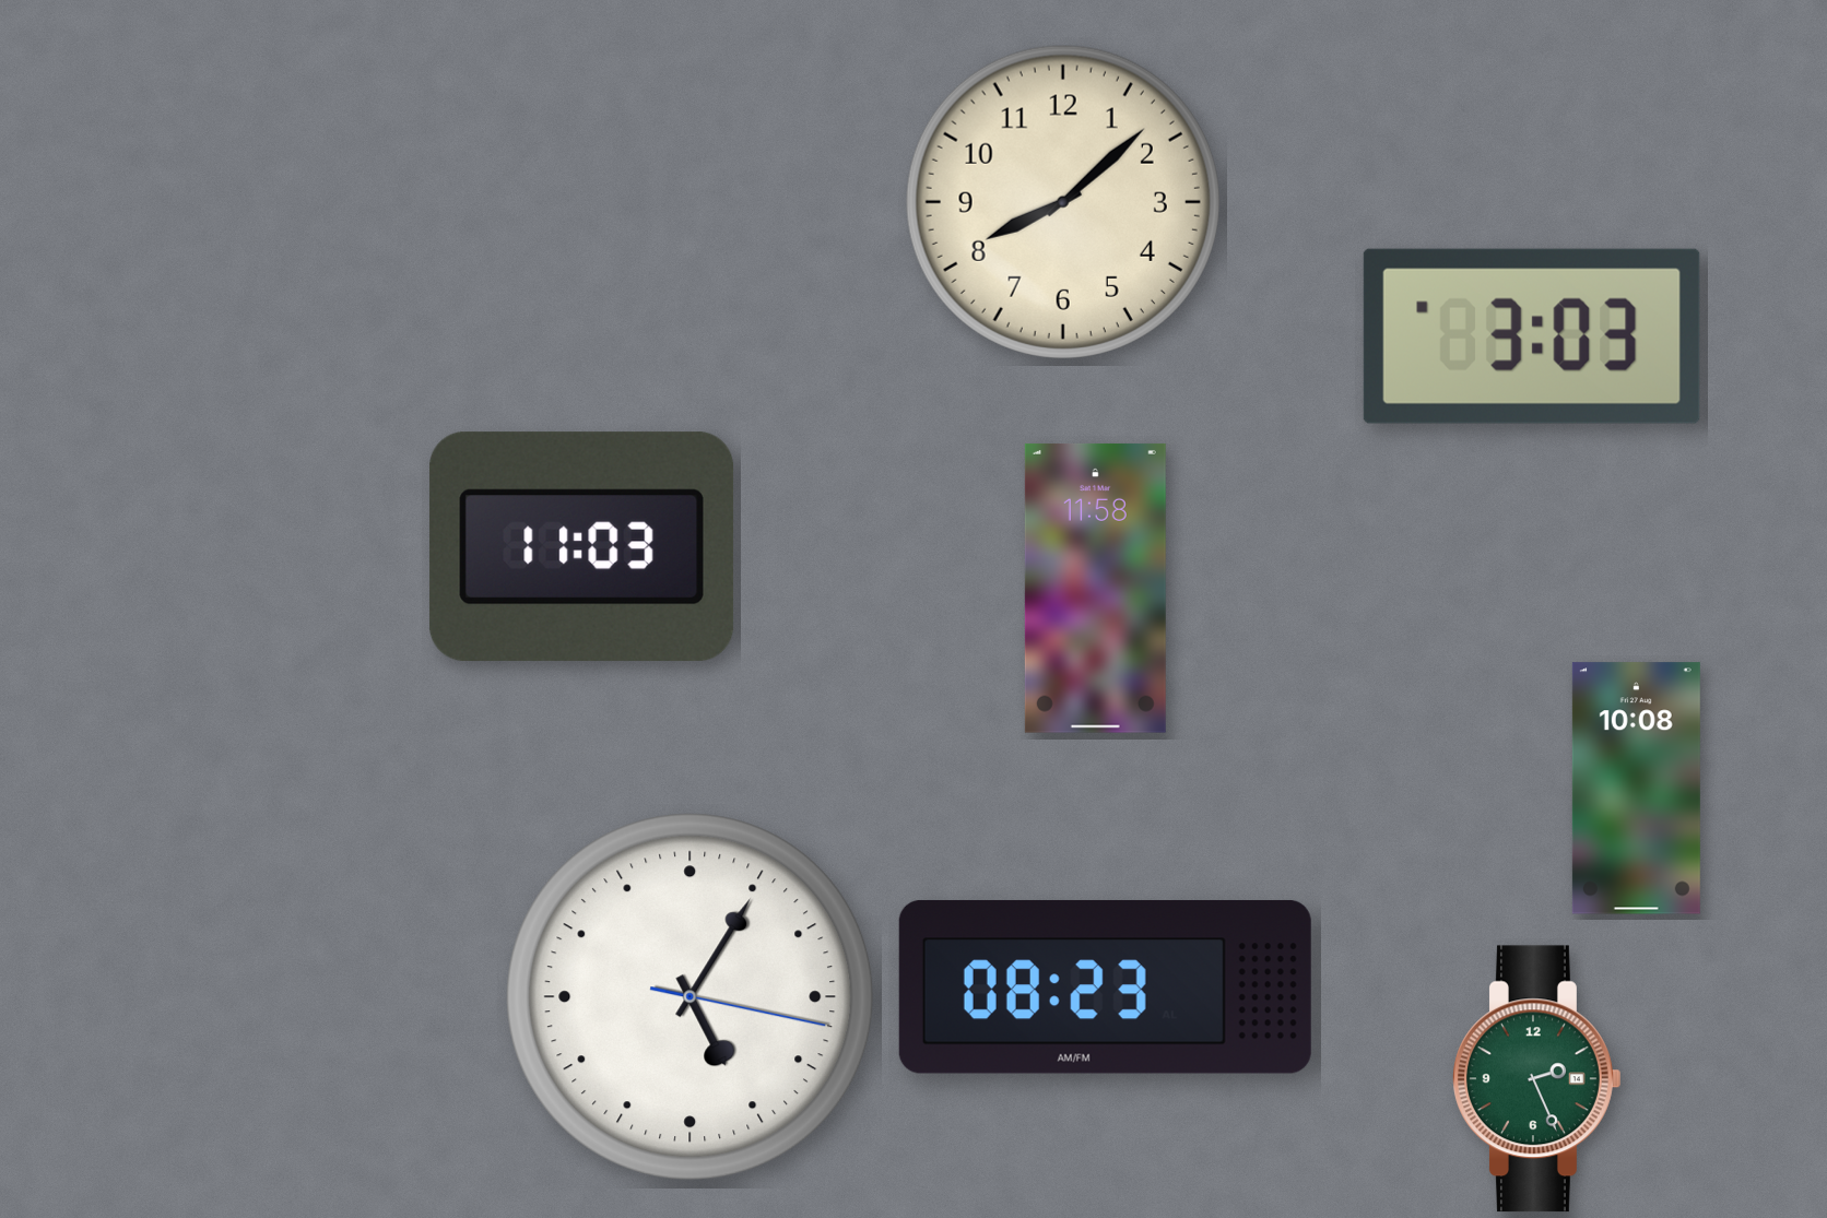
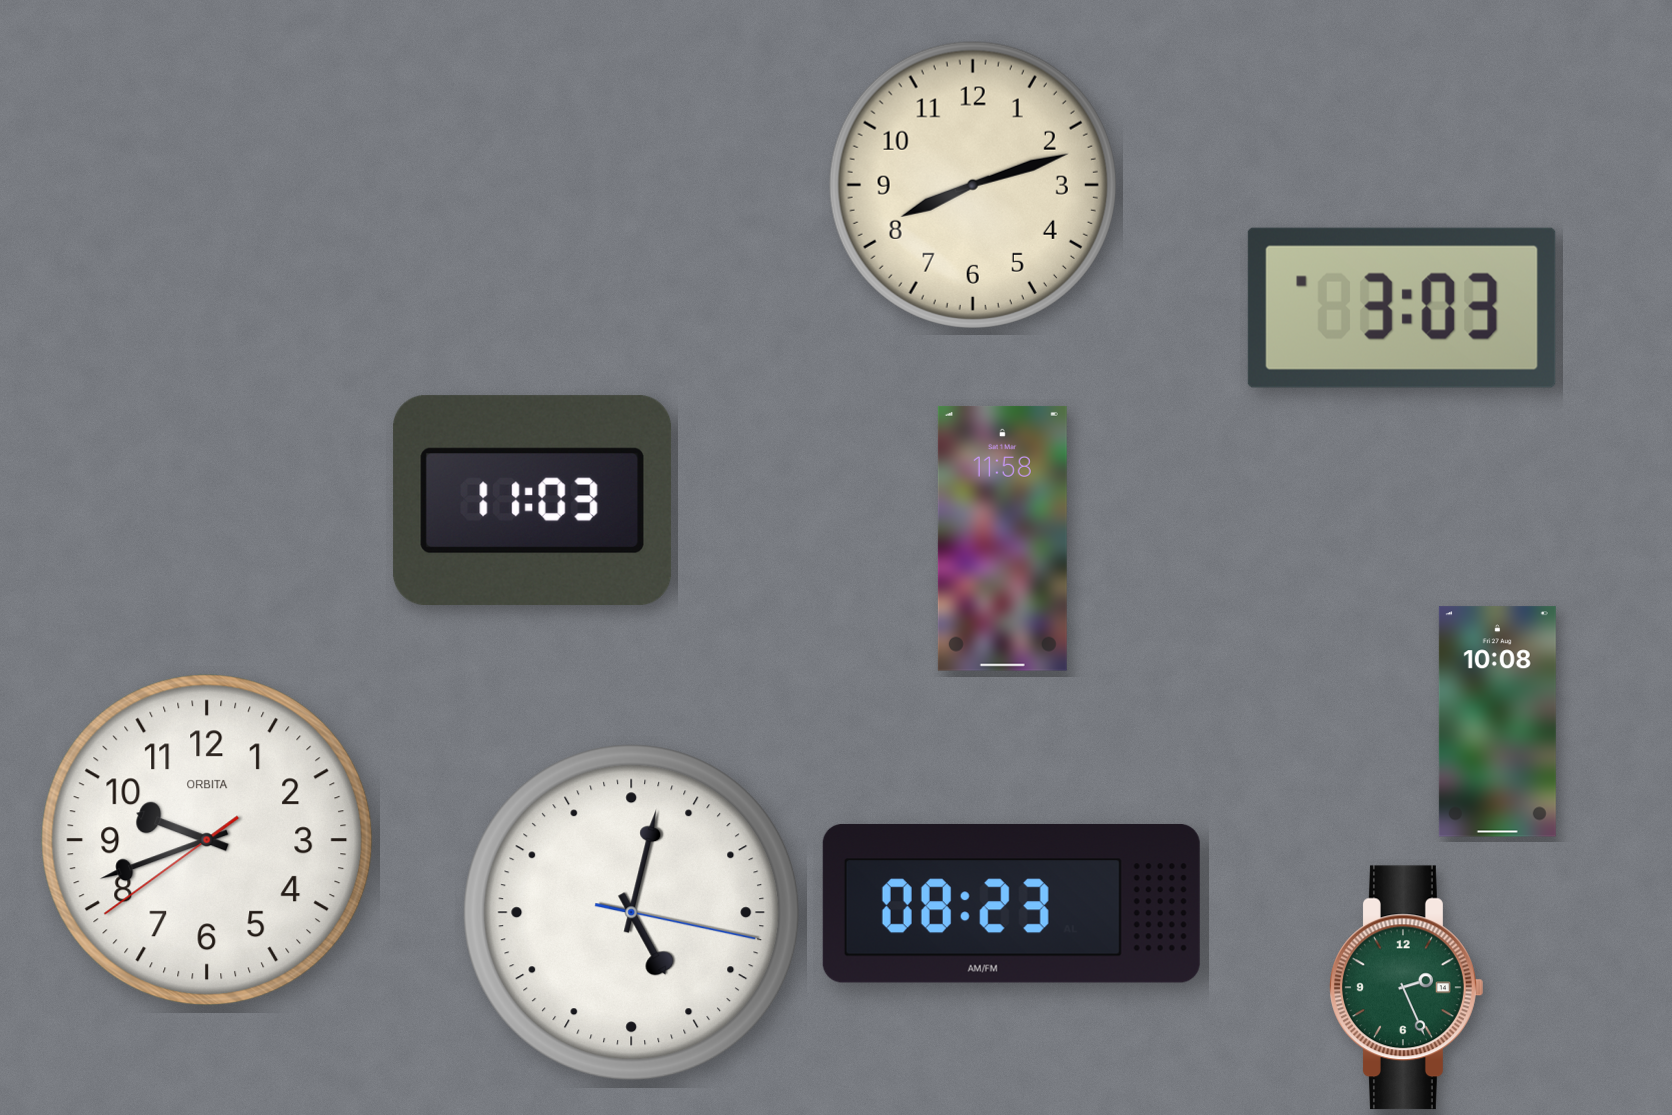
clock at (1063, 202): 8:08 -> 8:12
clock at (207, 840): none -> 9:41
clock at (691, 997): 5:05 -> 5:02
